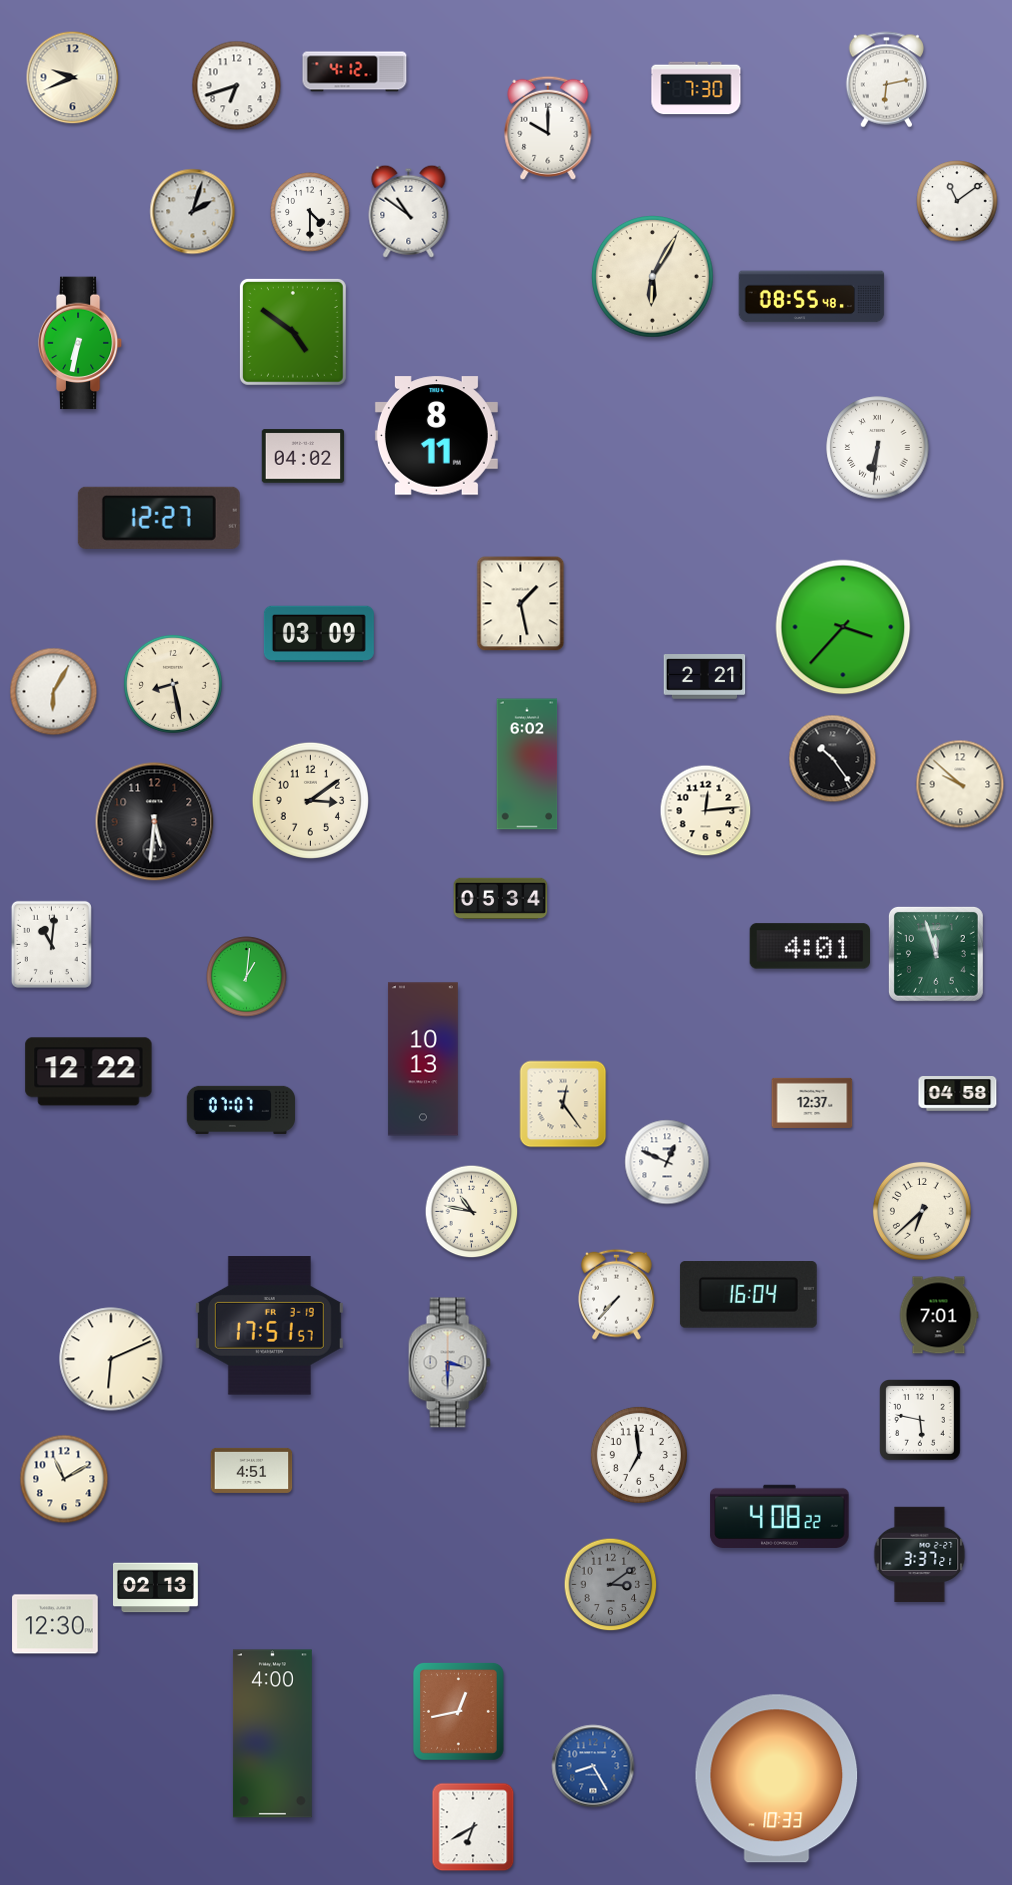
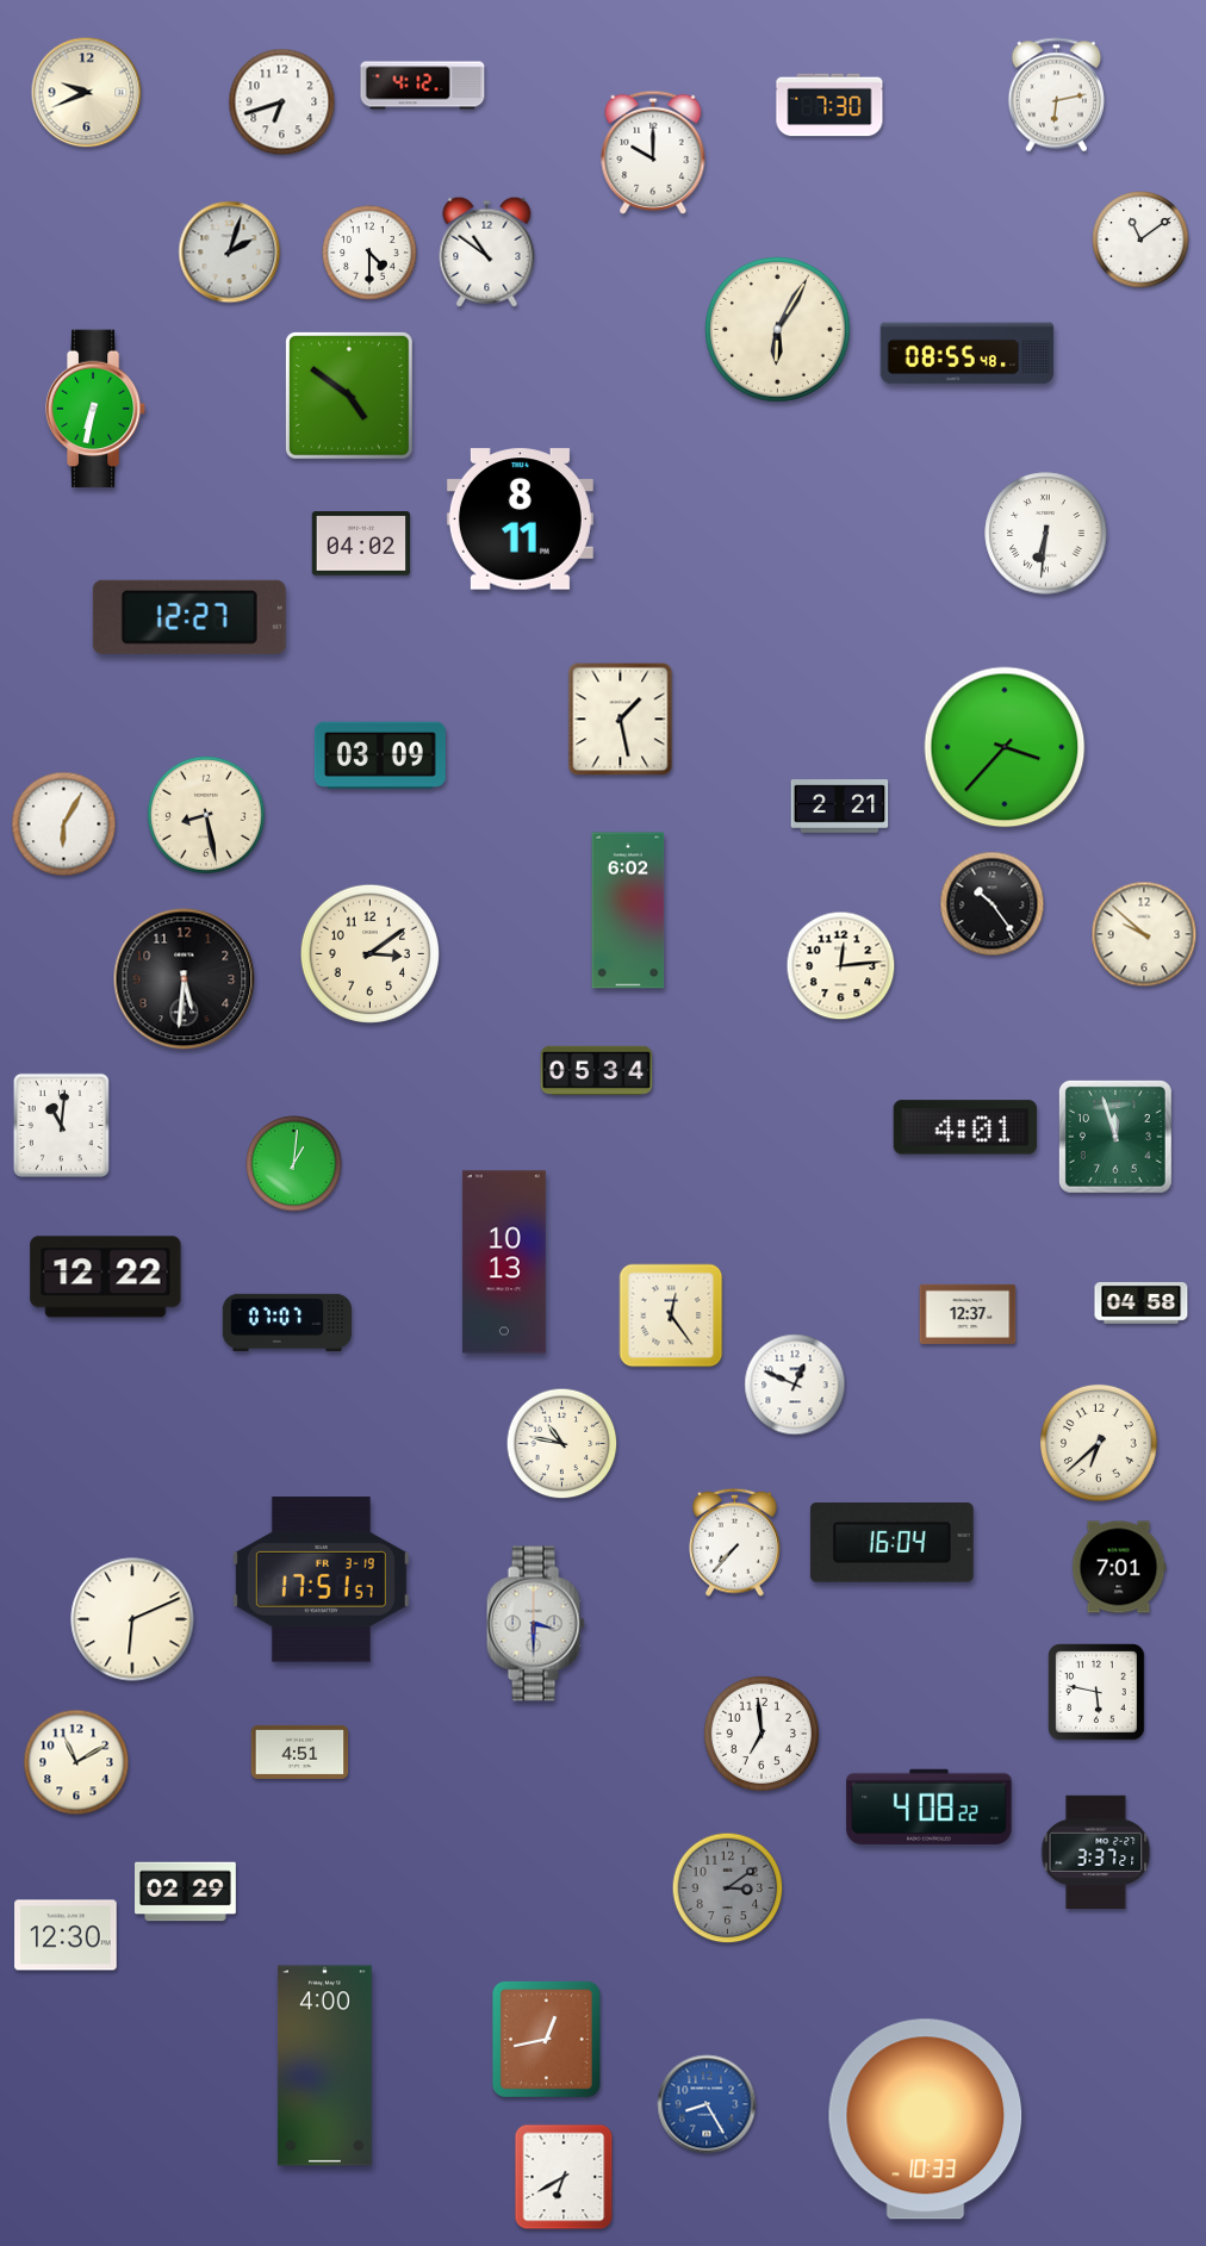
clock at (156, 1588): 02:13 -> 02:29
